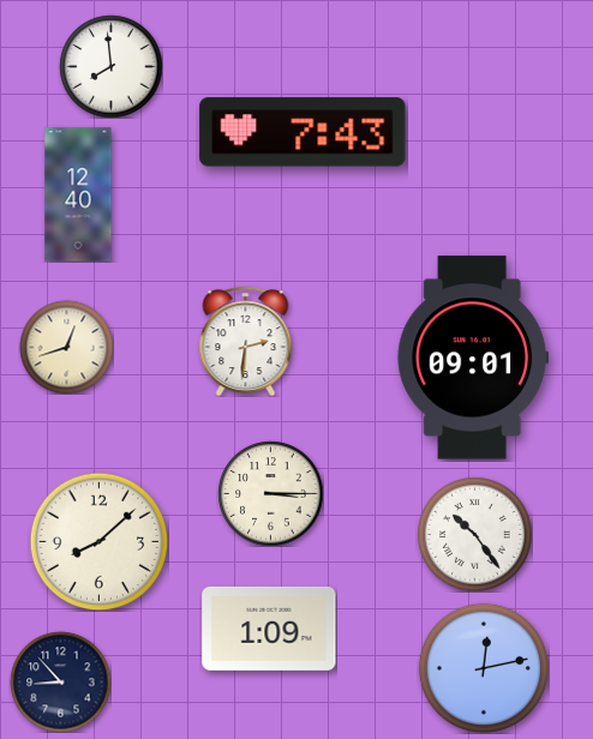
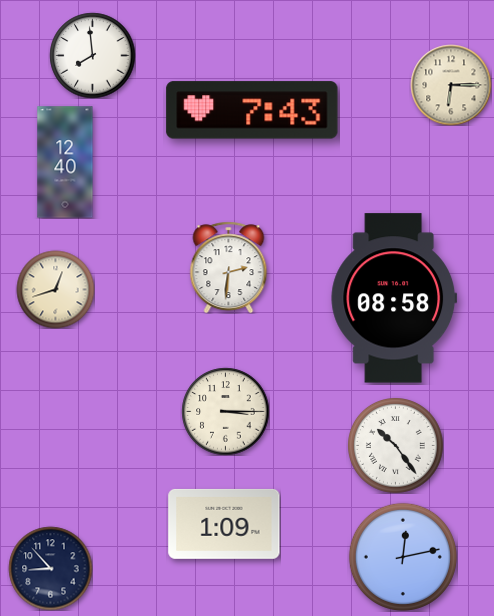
clock at (451, 85): none -> 6:15
clock at (246, 341) position: (246, 341) -> (229, 267)
clock at (473, 358): 09:01 -> 08:58
clock at (98, 541): 8:08 -> none
